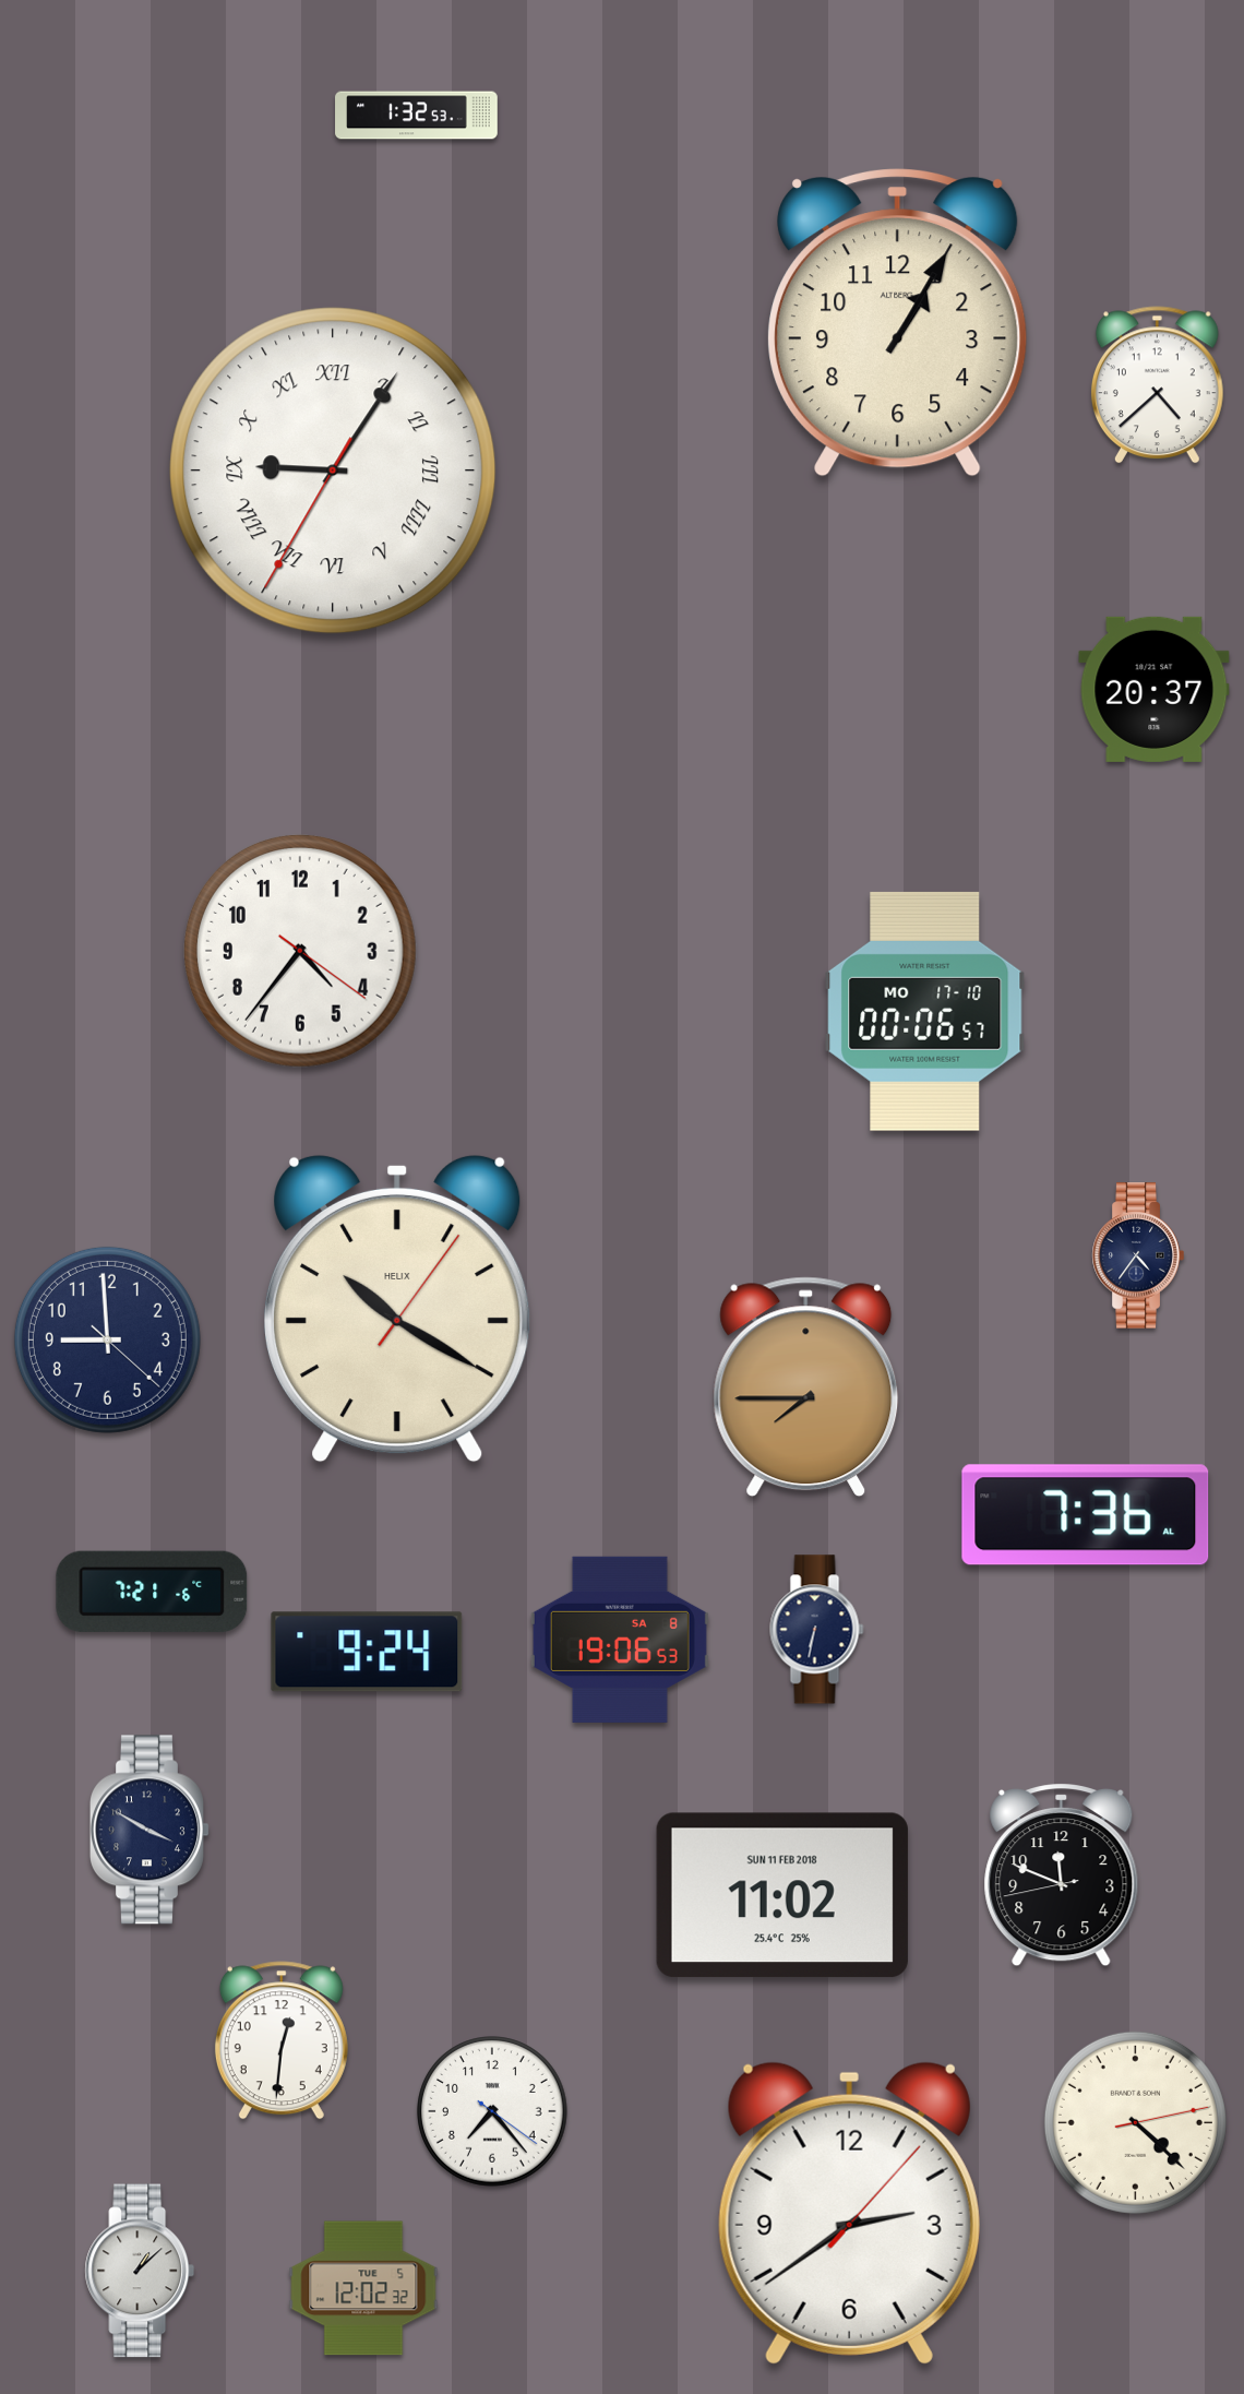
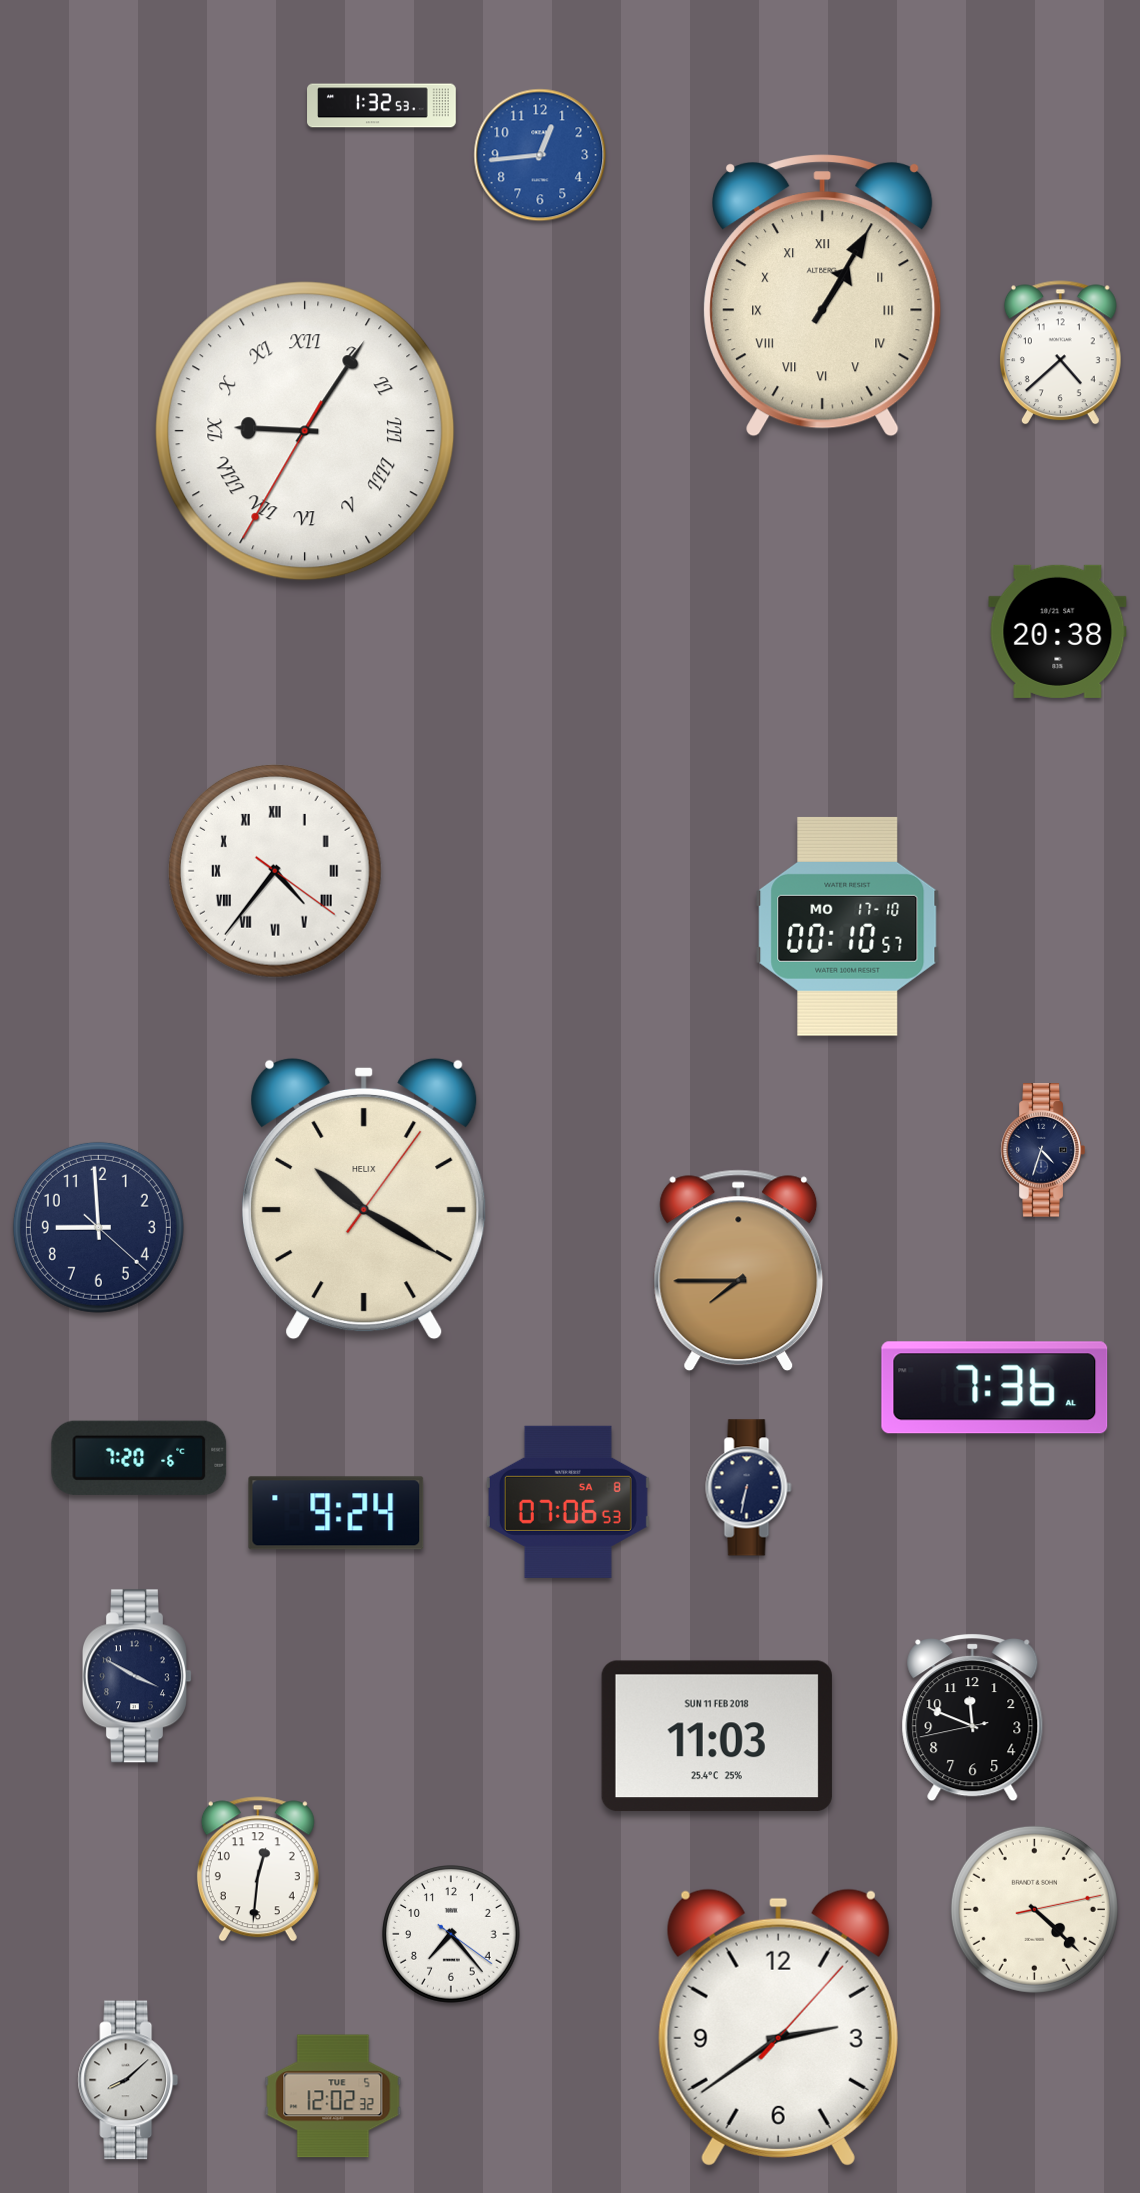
clock at (540, 155): none -> 12:44
clock at (898, 323) numerals: Arabic -> Roman
clock at (1155, 689): 20:37 -> 20:38
clock at (300, 951) numerals: Arabic -> Roman
clock at (925, 1011): 00:06 -> 00:10
clock at (1138, 1255): 4:36 -> 4:33
clock at (152, 1592): 7:21 -> 7:20
clock at (817, 1630) position: (817, 1630) -> (749, 1488)
clock at (620, 1640): 19:06 -> 07:06
clock at (782, 1895): 11:02 -> 11:03
clock at (1135, 2122) position: (1135, 2122) -> (1034, 1909)
clock at (140, 2271): 1:08 -> 8:08
